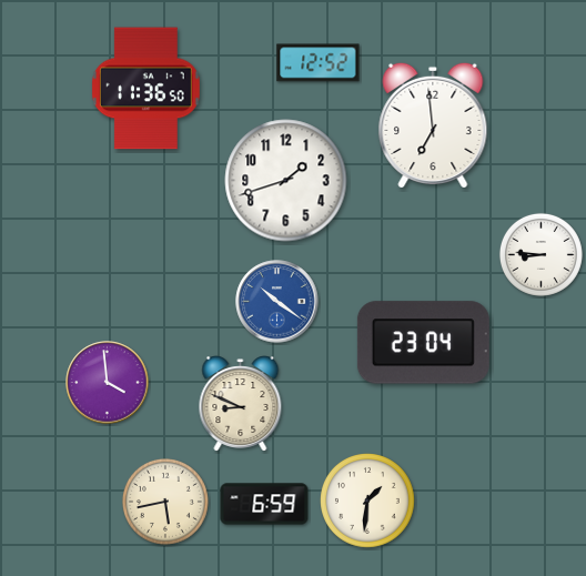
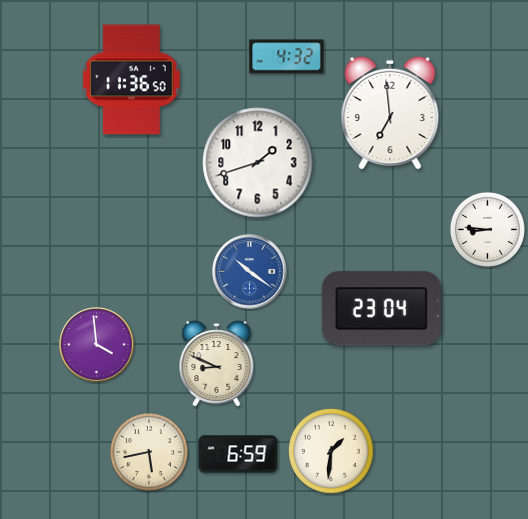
clock at (319, 63): 12:52 -> 4:32
